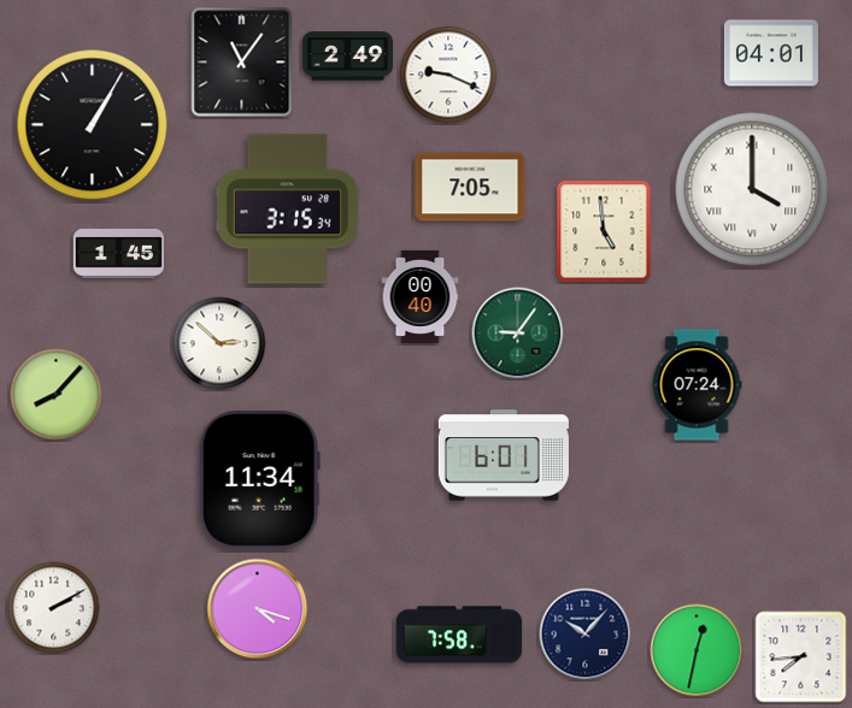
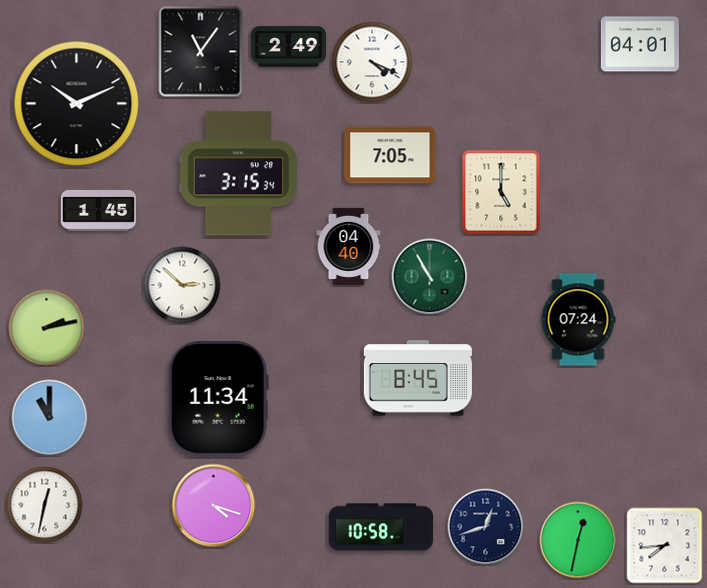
clock at (448, 75): 9:19 -> 4:19
clock at (93, 125): 1:05 -> 10:11
clock at (752, 189): 4:00 -> none
clock at (604, 231): 4:59 -> 5:00
clock at (421, 296): 00:40 -> 04:40
clock at (518, 334): 9:06 -> 10:55
clock at (57, 395): 8:07 -> 2:13
clock at (504, 455): 6:01 -> 8:45
clock at (259, 480) position: (259, 480) -> (218, 399)
clock at (50, 418): none -> 11:00
clock at (54, 608): 2:10 -> 12:32
clock at (459, 635): 7:58 -> 10:58
clock at (586, 635): 10:07 -> 12:42
